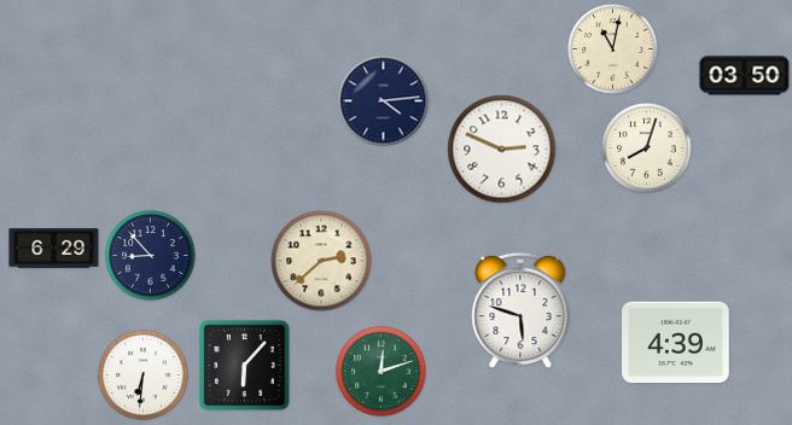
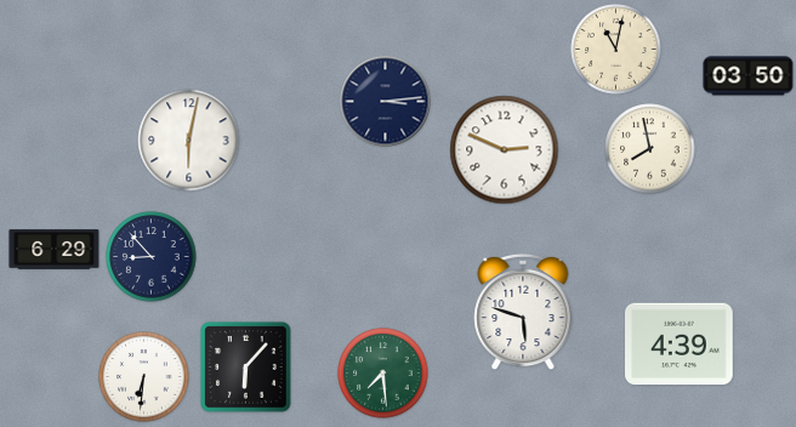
clock at (384, 101): 4:14 -> 3:14
clock at (189, 141): none -> 6:02
clock at (647, 149): 8:03 -> 7:58
clock at (321, 261): 2:38 -> none
clock at (382, 372): 12:12 -> 7:29
